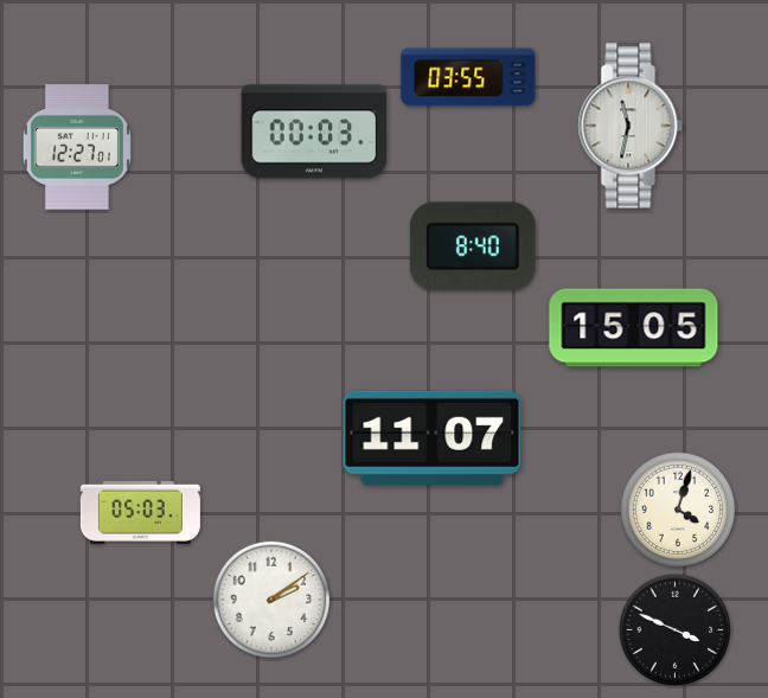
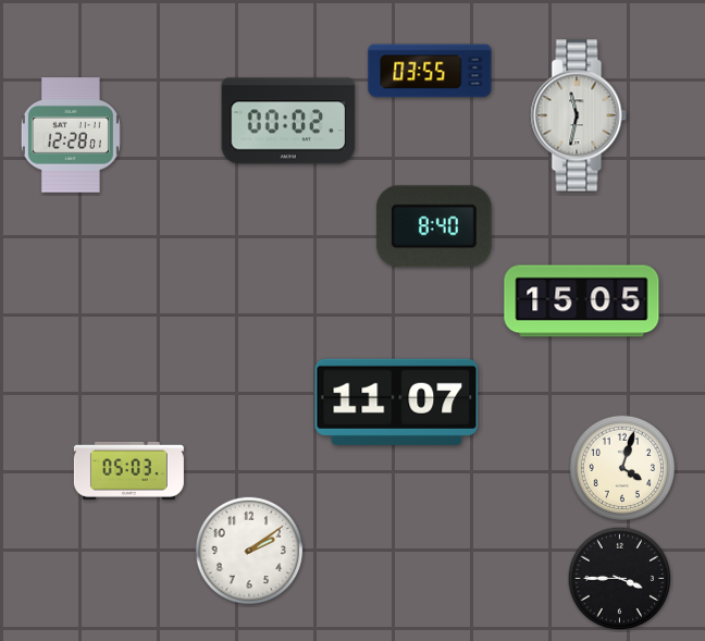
clock at (314, 132): 00:03 -> 00:02
clock at (77, 147): 12:27 -> 12:28
clock at (676, 630): 3:49 -> 3:45
